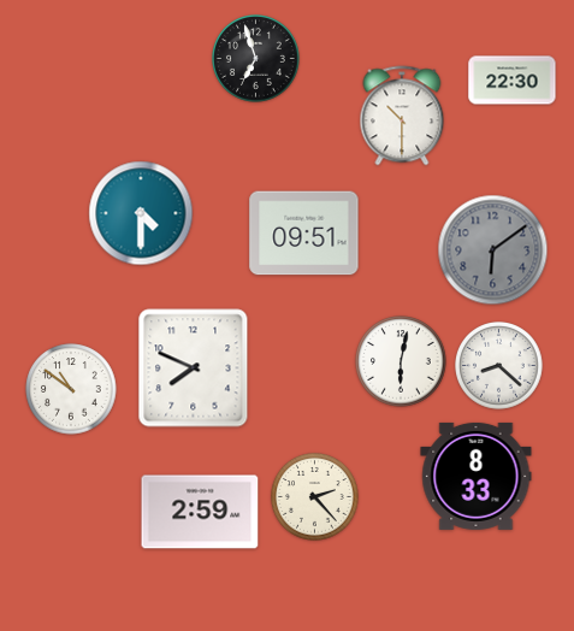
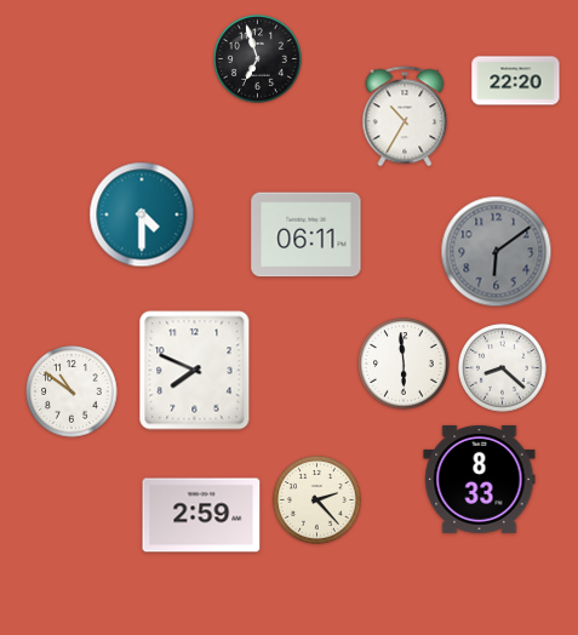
clock at (513, 81): 22:30 -> 22:20
clock at (402, 116): 10:30 -> 10:35
clock at (304, 234): 09:51 -> 06:11
clock at (401, 361): 6:02 -> 5:59
